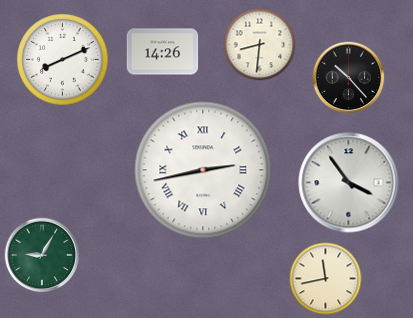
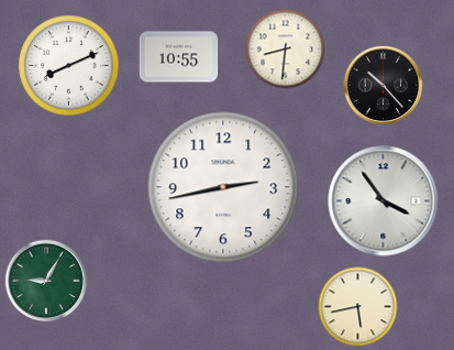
clock at (163, 52): 14:26 -> 10:55
clock at (203, 170) numerals: Roman -> Arabic
clock at (326, 279): 11:43 -> 5:43
